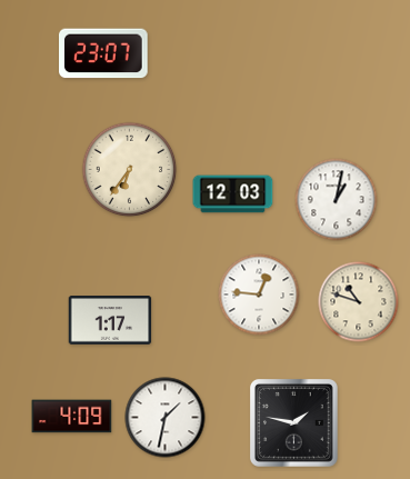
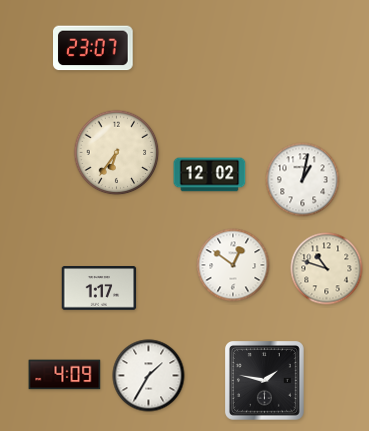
clock at (233, 194): 12:03 -> 12:02
clock at (259, 295): 12:46 -> 12:51
clock at (359, 302) position: (359, 302) -> (327, 269)
clock at (166, 418): 1:32 -> 1:35
